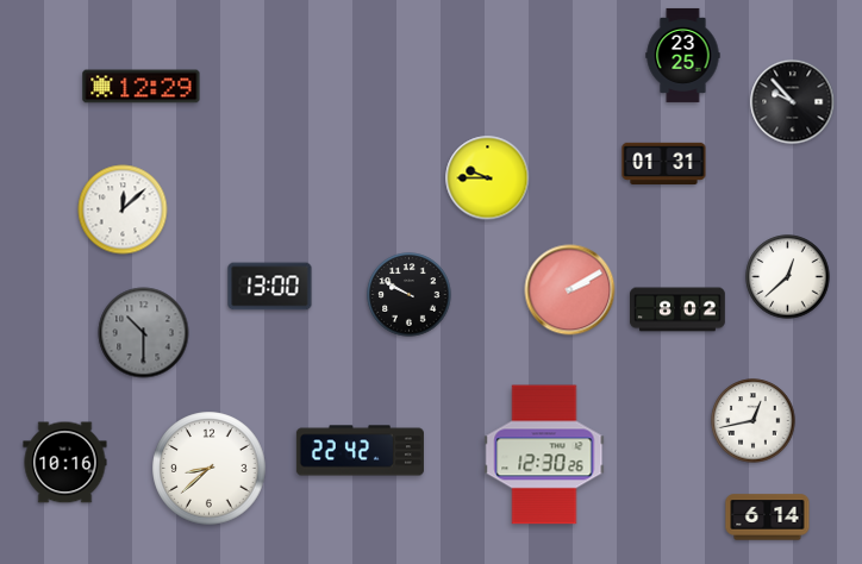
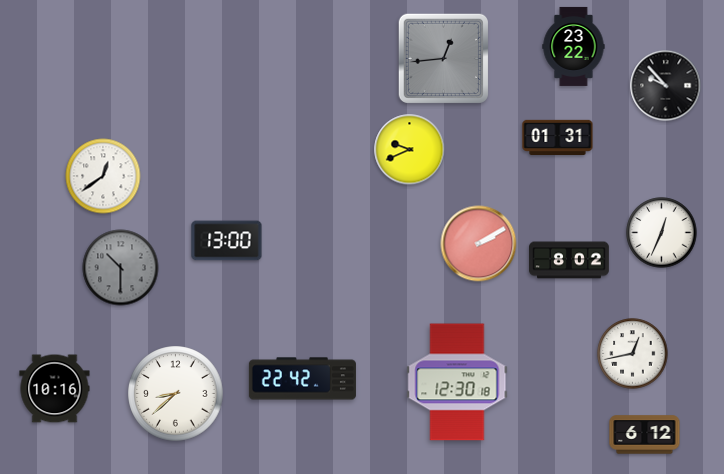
clock at (683, 55): 23:25 -> 23:22
clock at (443, 58): none -> 12:44
clock at (142, 87): 12:29 -> none
clock at (488, 178): 9:45 -> 9:41
clock at (123, 209): 12:08 -> 12:39
clock at (788, 277): 12:38 -> 12:34
clock at (410, 295): 9:50 -> none
clock at (144, 333) position: (144, 333) -> (121, 268)
clock at (544, 455): 12:30:26 -> 12:30:18
clock at (768, 518): 6:14 -> 6:12
